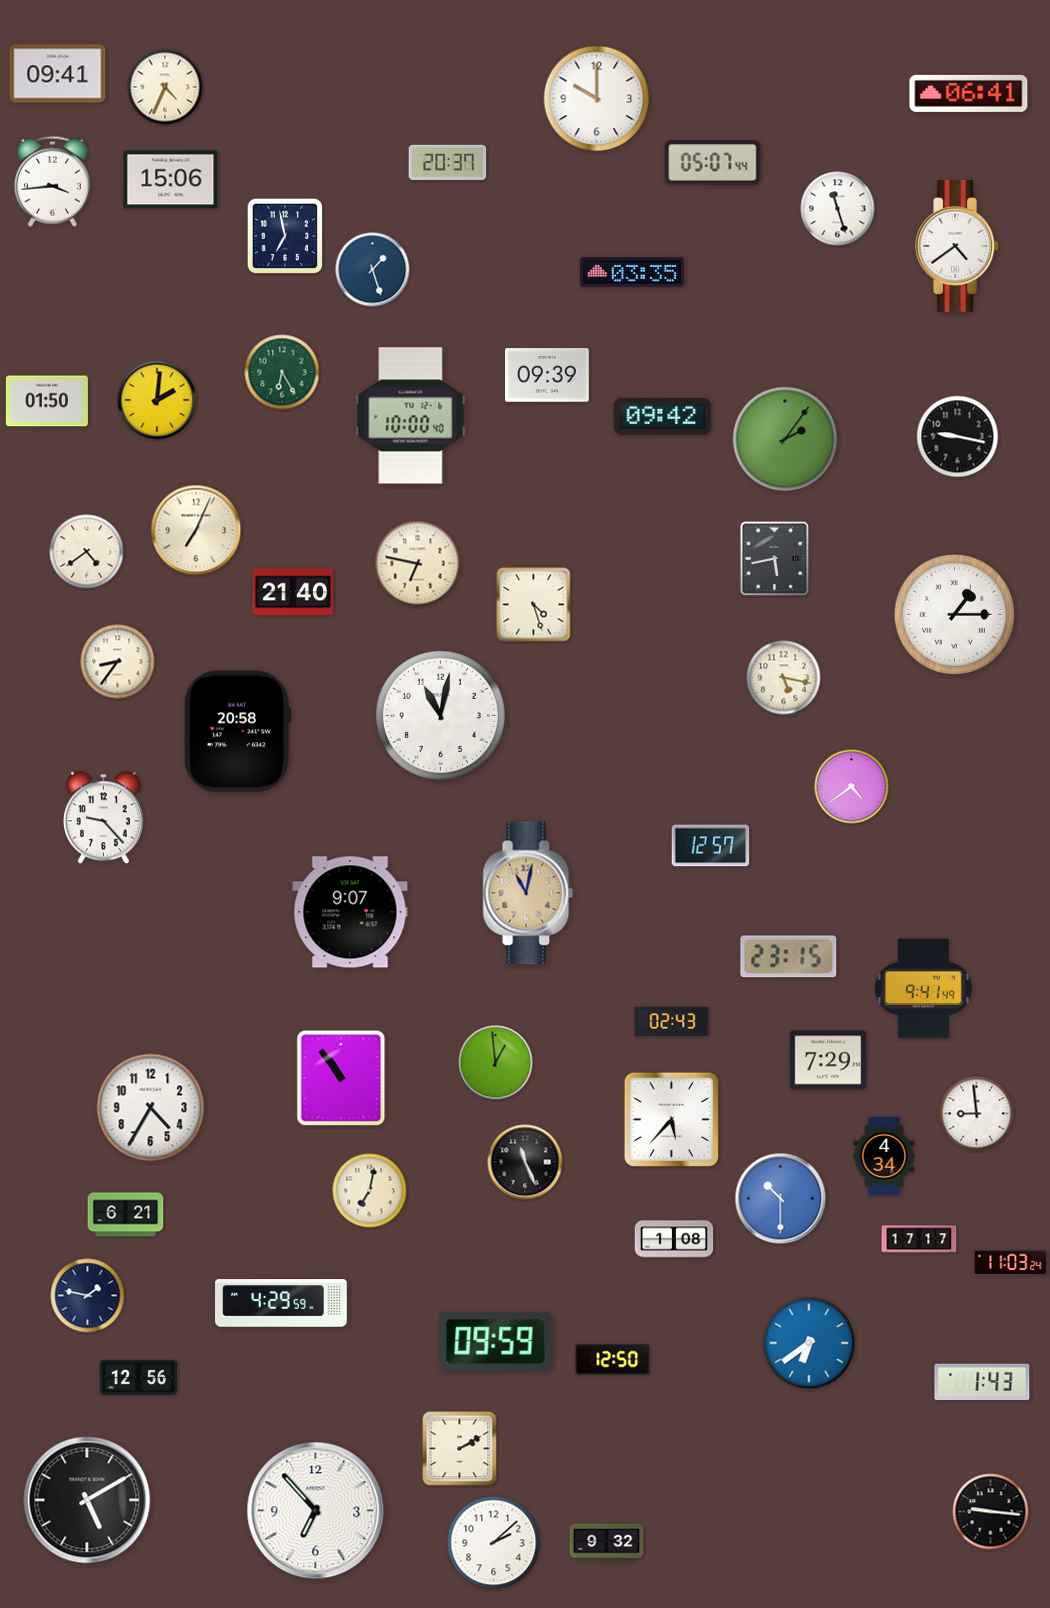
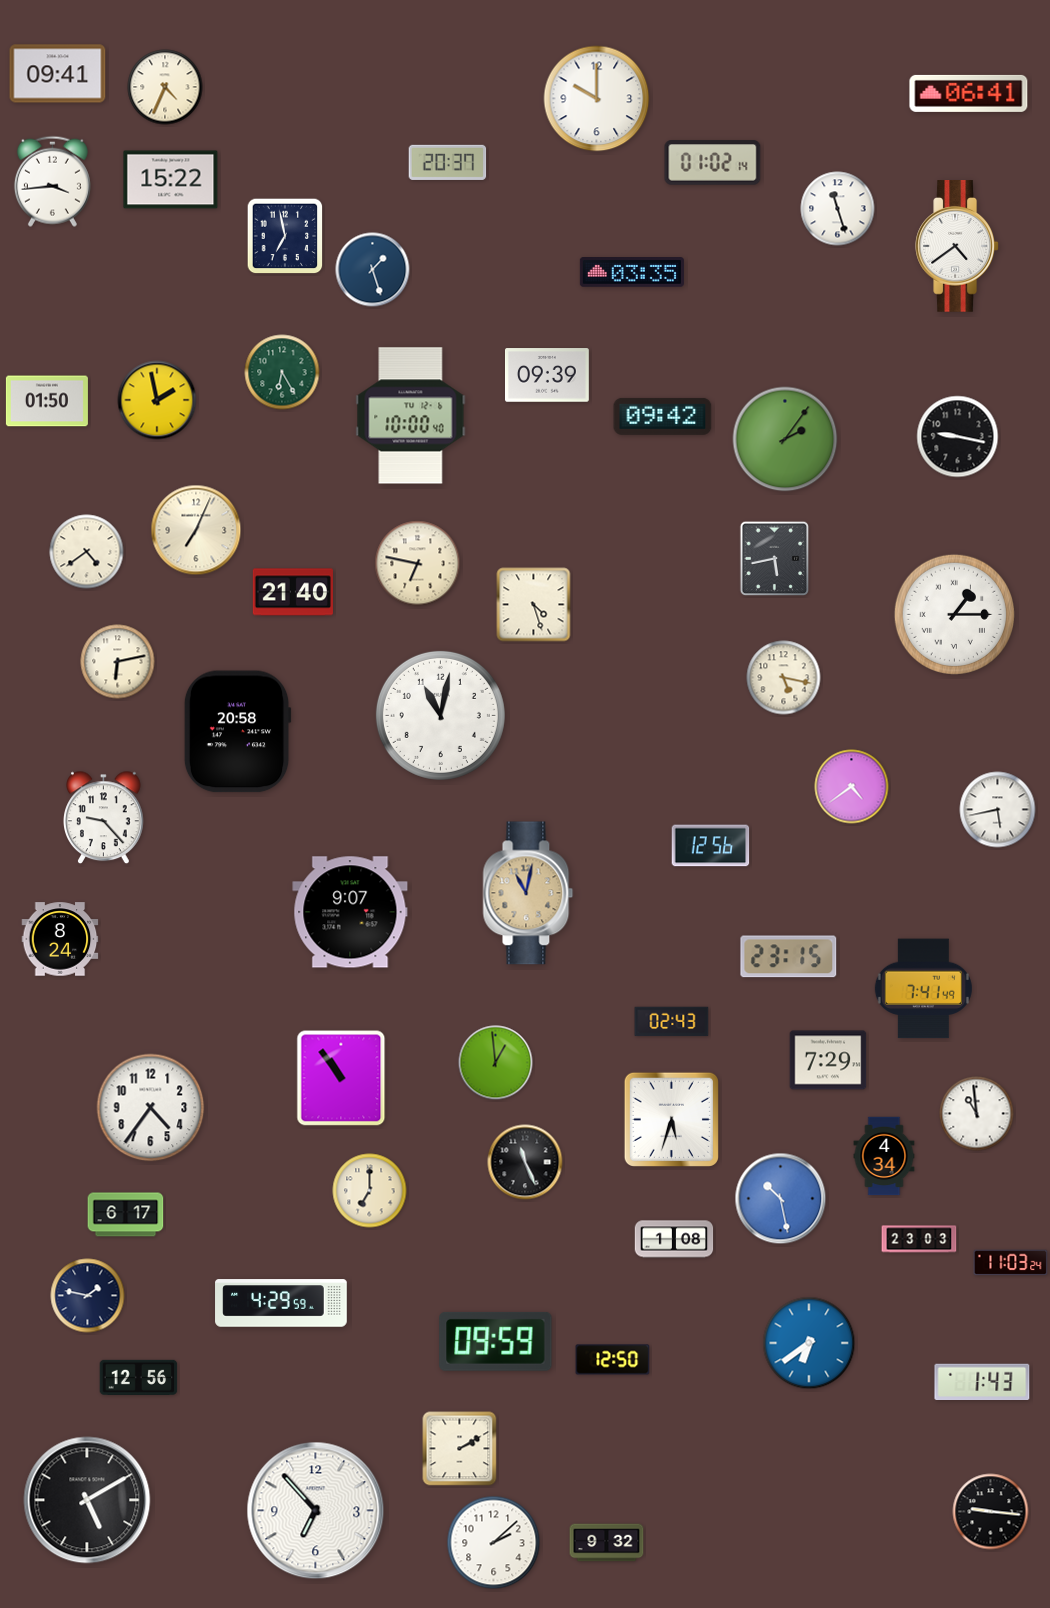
clock at (713, 163): 05:07 -> 01:02
clock at (171, 180): 15:06 -> 15:22
clock at (157, 400): 2:01 -> 1:58
clock at (118, 662): 8:36 -> 6:13
clock at (998, 810): none -> 5:43
clock at (711, 846): 12:57 -> 12:56
clock at (60, 939): none -> 8:24
clock at (923, 989): 9:41 -> 7:41
clock at (151, 1108): 4:35 -> 4:36
clock at (977, 1114): 8:59 -> 10:59
clock at (671, 1119): 5:37 -> 5:33
clock at (370, 1191): 7:02 -> 7:00
clock at (781, 1199): 10:30 -> 10:28
clock at (126, 1215): 6:21 -> 6:17
clock at (919, 1239): 17:17 -> 23:03
